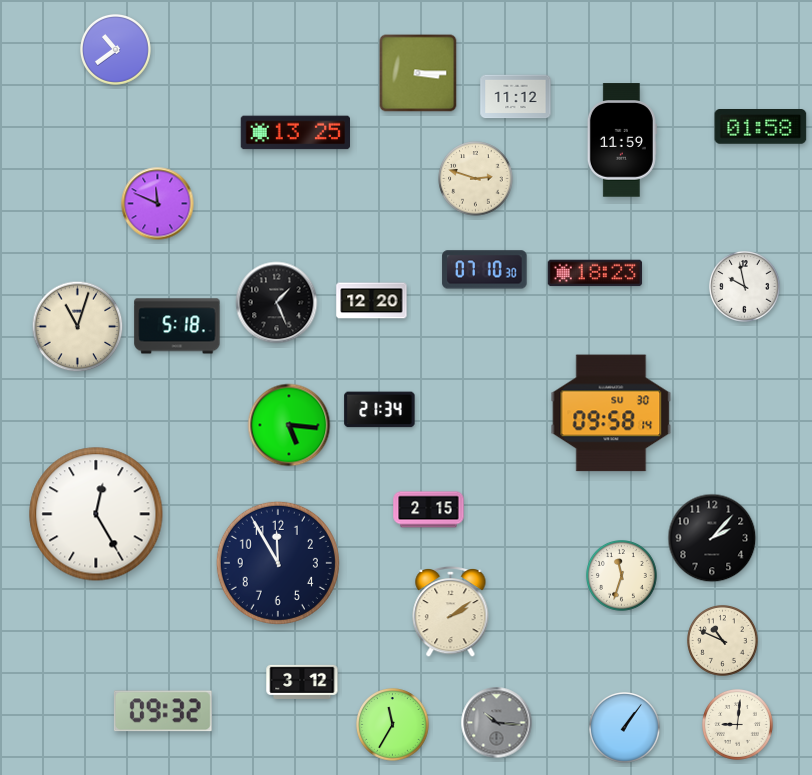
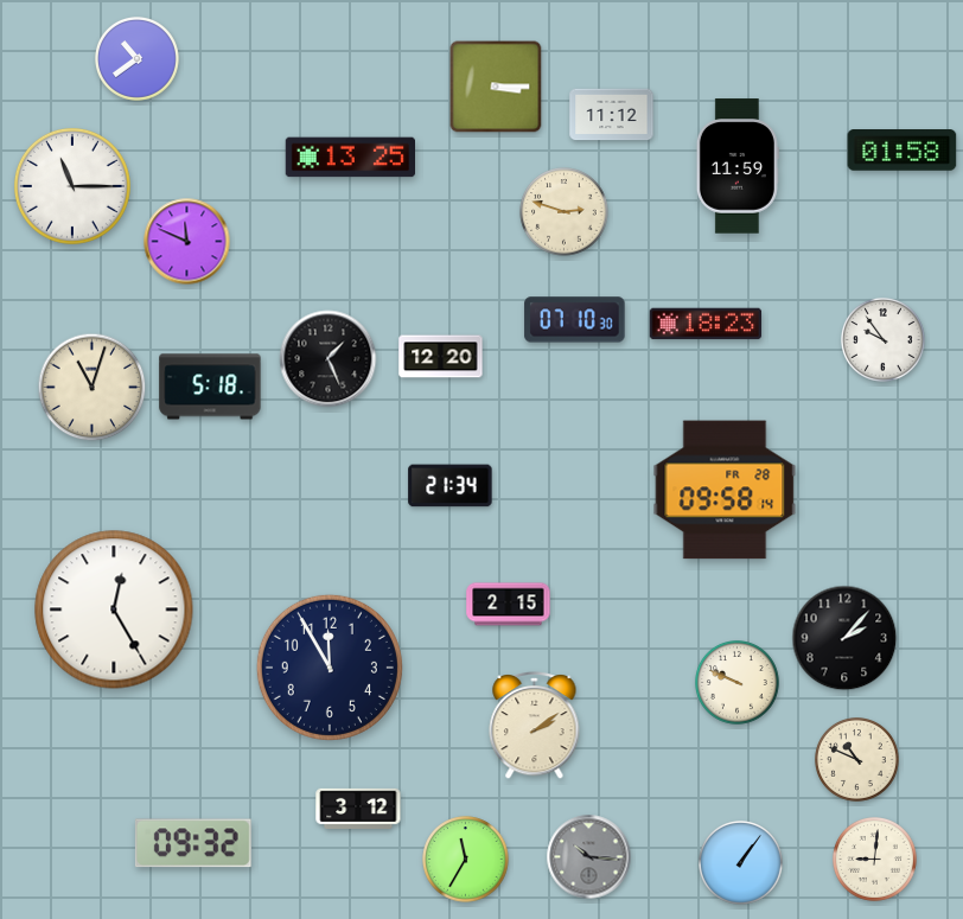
clock at (72, 186): none -> 11:15
clock at (745, 287): 9:58 -> 9:54
clock at (611, 413) date: SU 30 -> FR 28
clock at (289, 425): 5:16 -> none
clock at (622, 576): 11:33 -> 9:49
